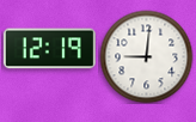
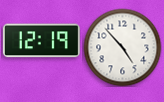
clock at (146, 56): 9:01 -> 4:53
